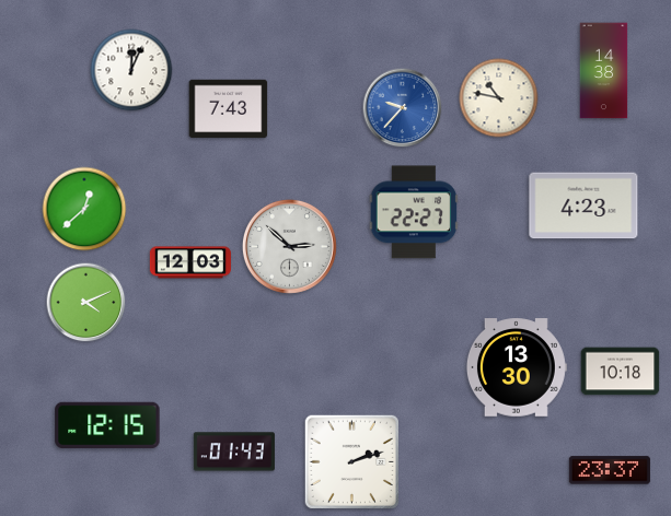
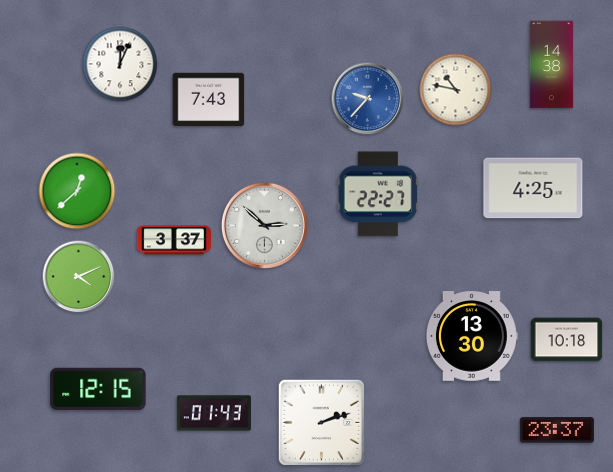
clock at (583, 206): 4:23 -> 4:25
clock at (190, 262): 12:03 -> 3:37
